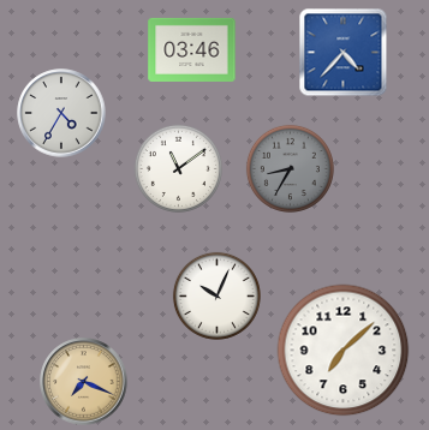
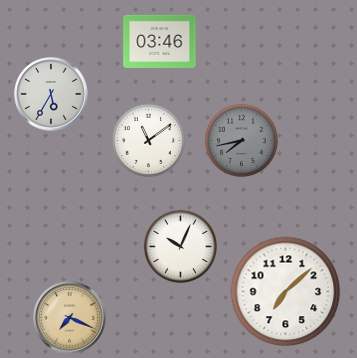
clock at (344, 53): 4:37 -> none
clock at (61, 113): 4:35 -> 5:35
clock at (290, 168): 8:35 -> 7:43
